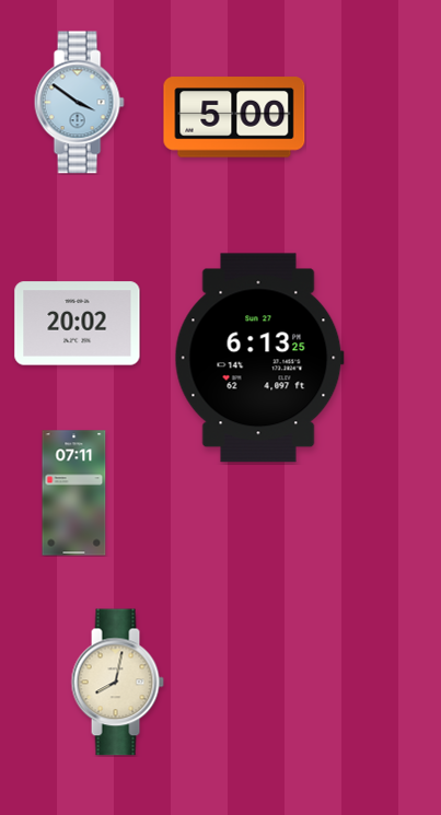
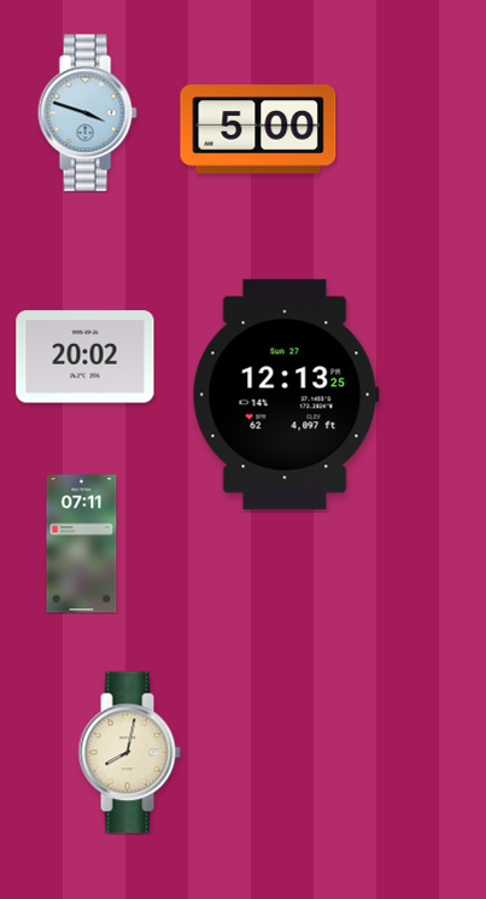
clock at (79, 103): 3:51 -> 3:48
clock at (259, 358): 6:13 -> 12:13
